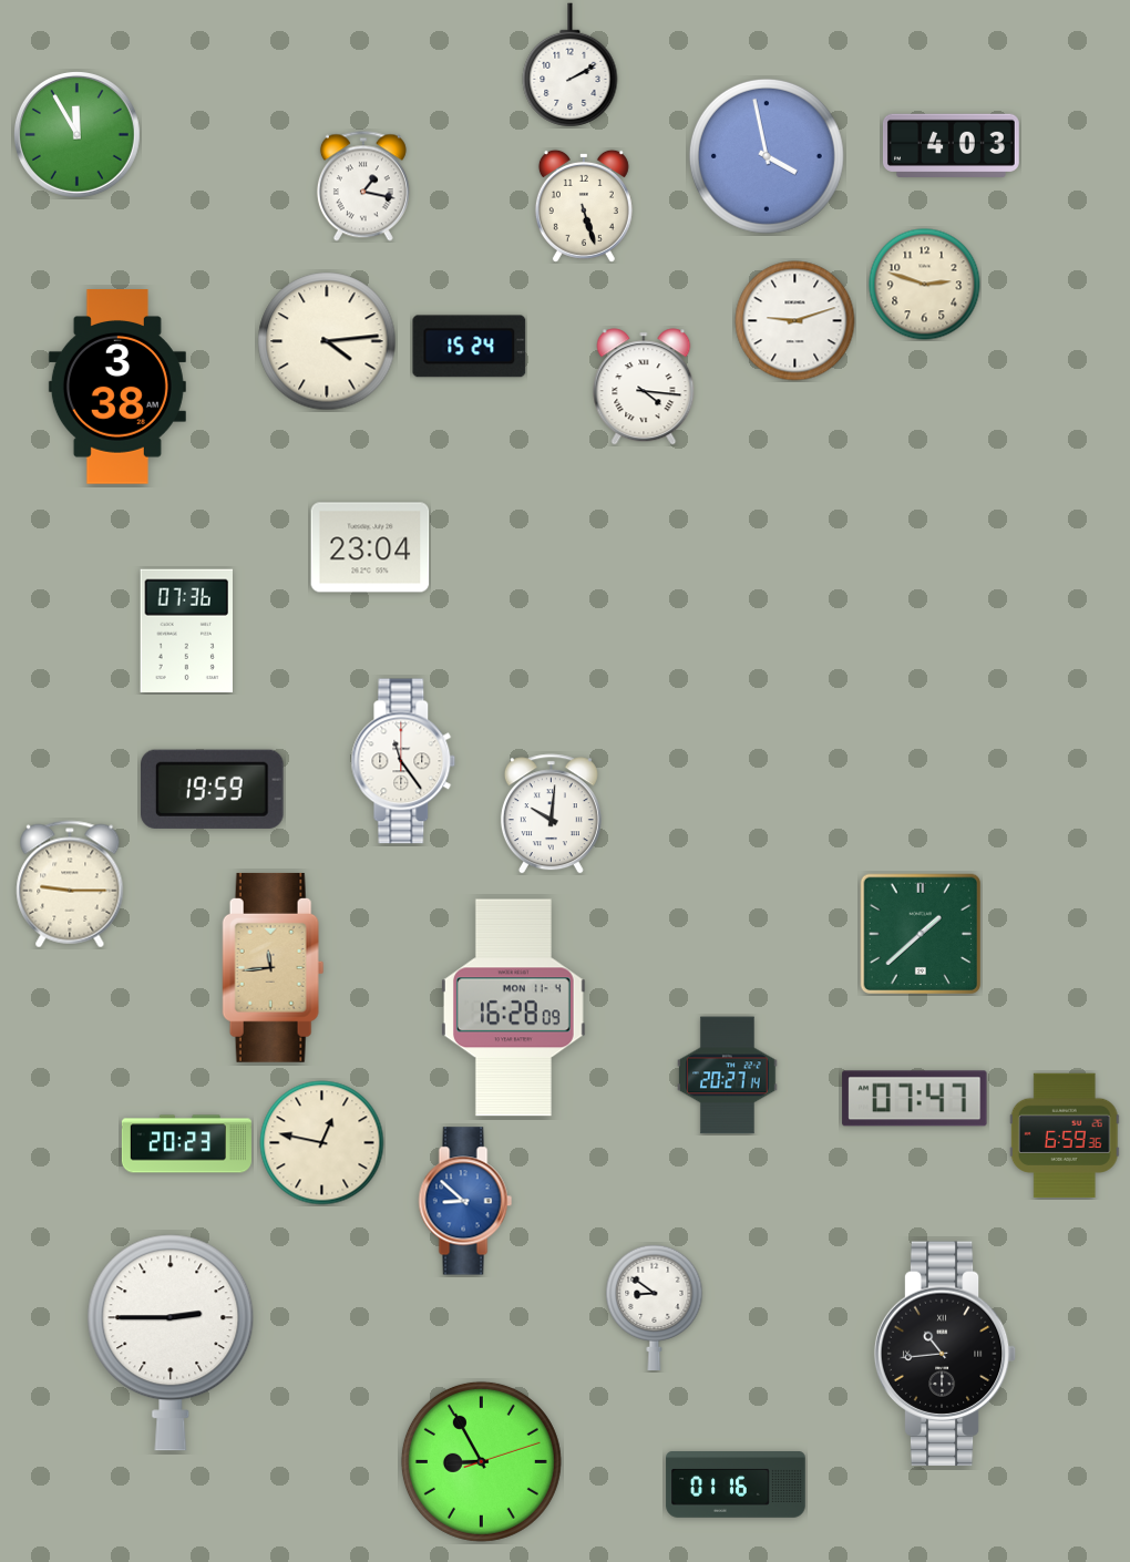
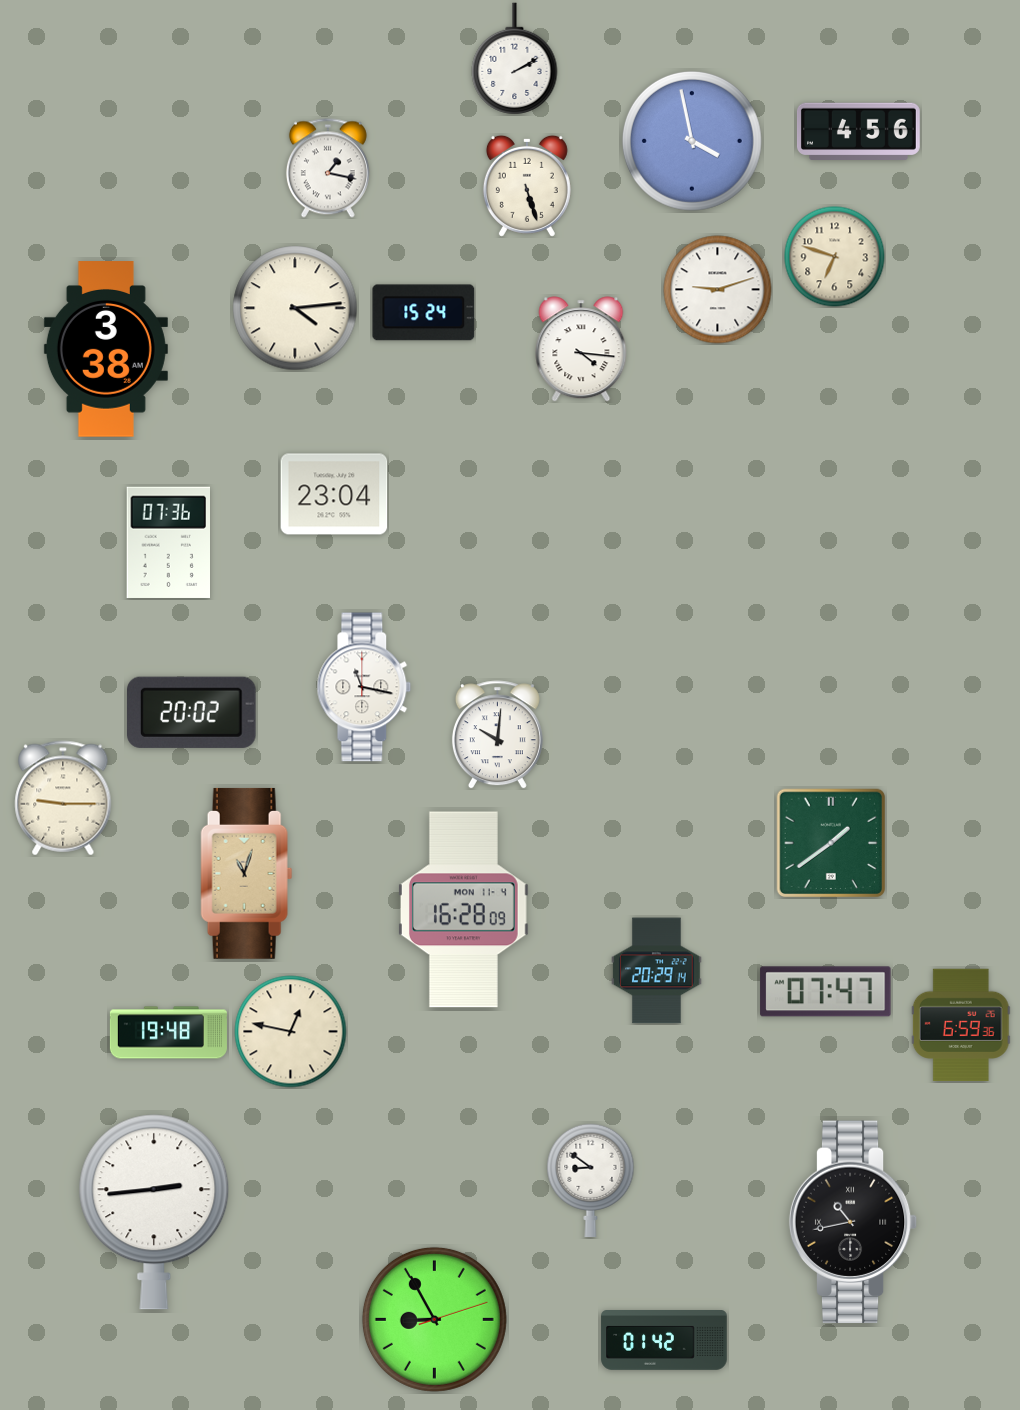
clock at (76, 134): 11:55 -> none
clock at (951, 145): 4:03 -> 4:56
clock at (925, 285): 2:48 -> 6:48
clock at (186, 630) position: (186, 630) -> (168, 542)
clock at (403, 761): 11:24 -> 11:17
clock at (213, 789): 19:59 -> 20:02
clock at (921, 934): 1:38 -> 1:39
clock at (274, 967): 11:44 -> 11:03
clock at (728, 1076): 20:27 -> 20:29
clock at (186, 1144): 20:23 -> 19:48
clock at (465, 1201): 8:52 -> none
clock at (171, 1343): 2:45 -> 2:44
clock at (945, 1354): 10:44 -> 10:43
clock at (736, 1486): 01:16 -> 01:42
